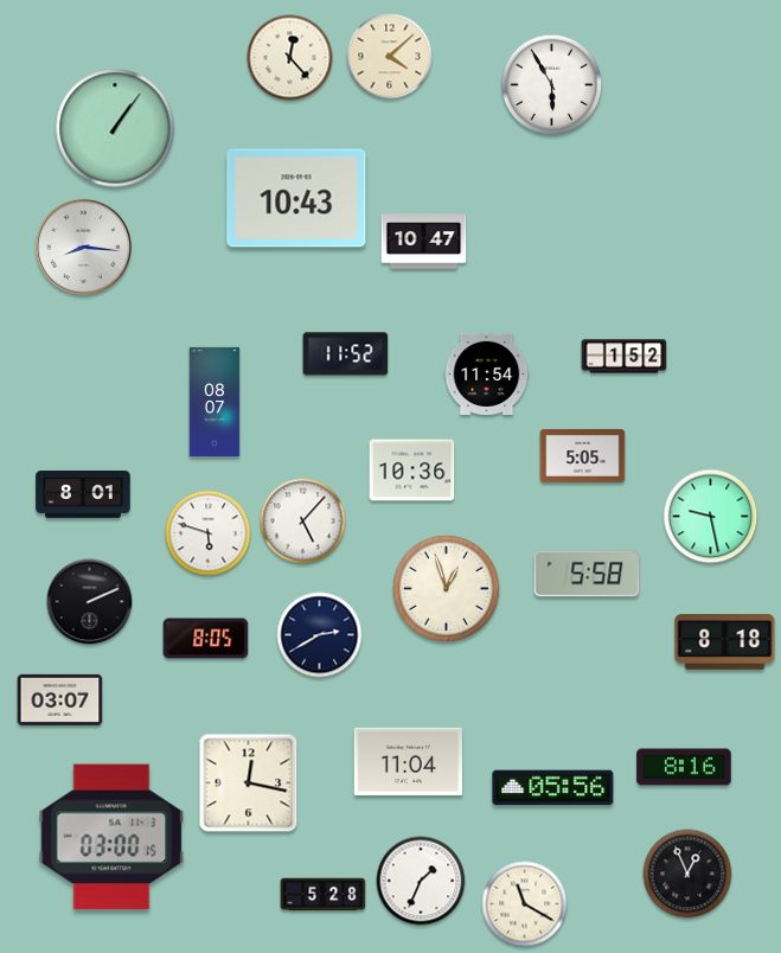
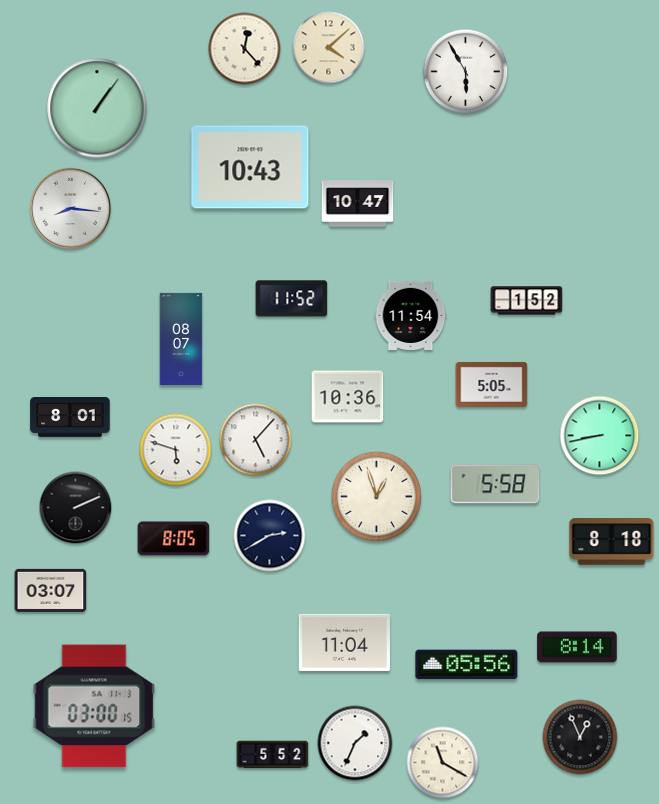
clock at (711, 517): 9:28 -> 8:43
clock at (684, 767): 8:16 -> 8:14
clock at (249, 783): 12:17 -> none
clock at (324, 895): 5:28 -> 5:52
